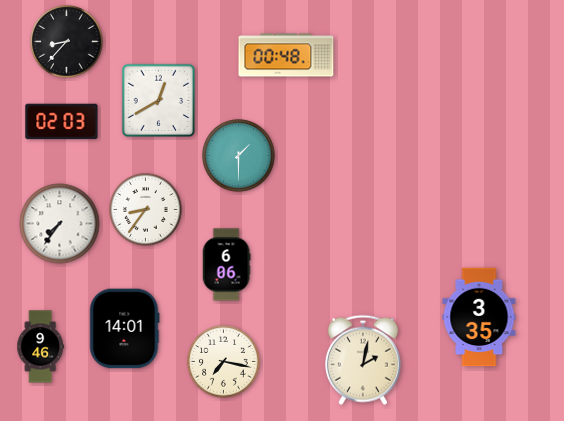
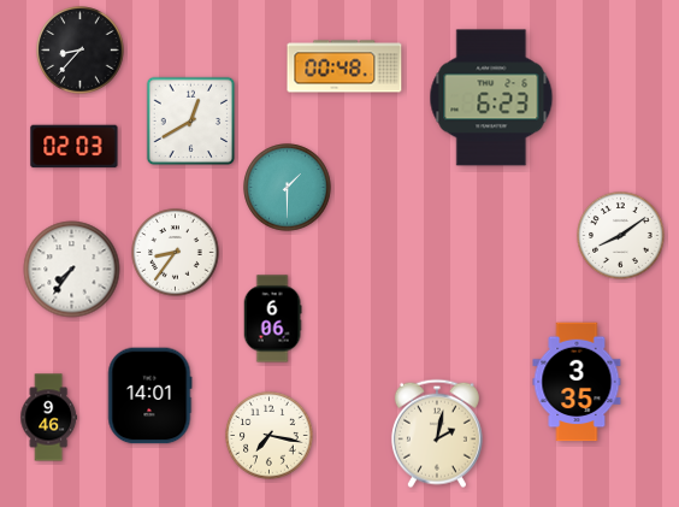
clock at (491, 98): none -> 6:23
clock at (621, 236): none -> 8:09
